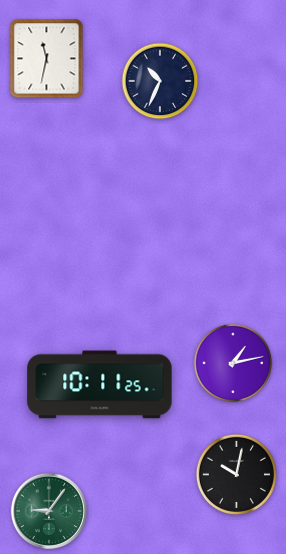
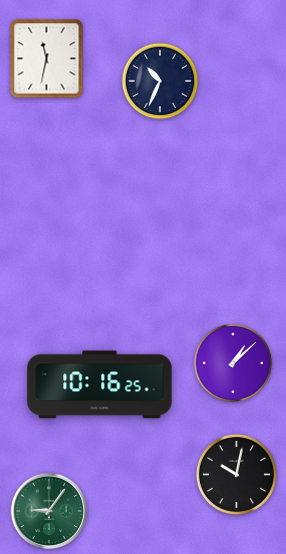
clock at (233, 363): 1:13 -> 1:08
clock at (100, 385): 10:11 -> 10:16
